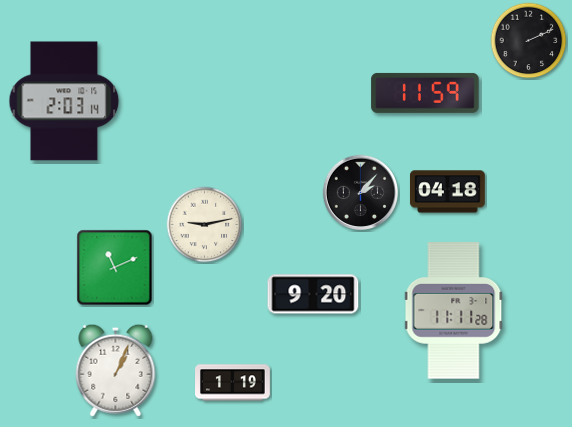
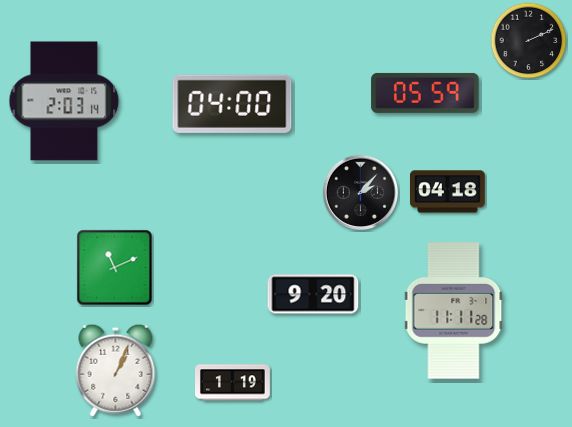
clock at (425, 93): 11:59 -> 05:59
clock at (232, 104): none -> 04:00
clock at (205, 225): 9:13 -> none
